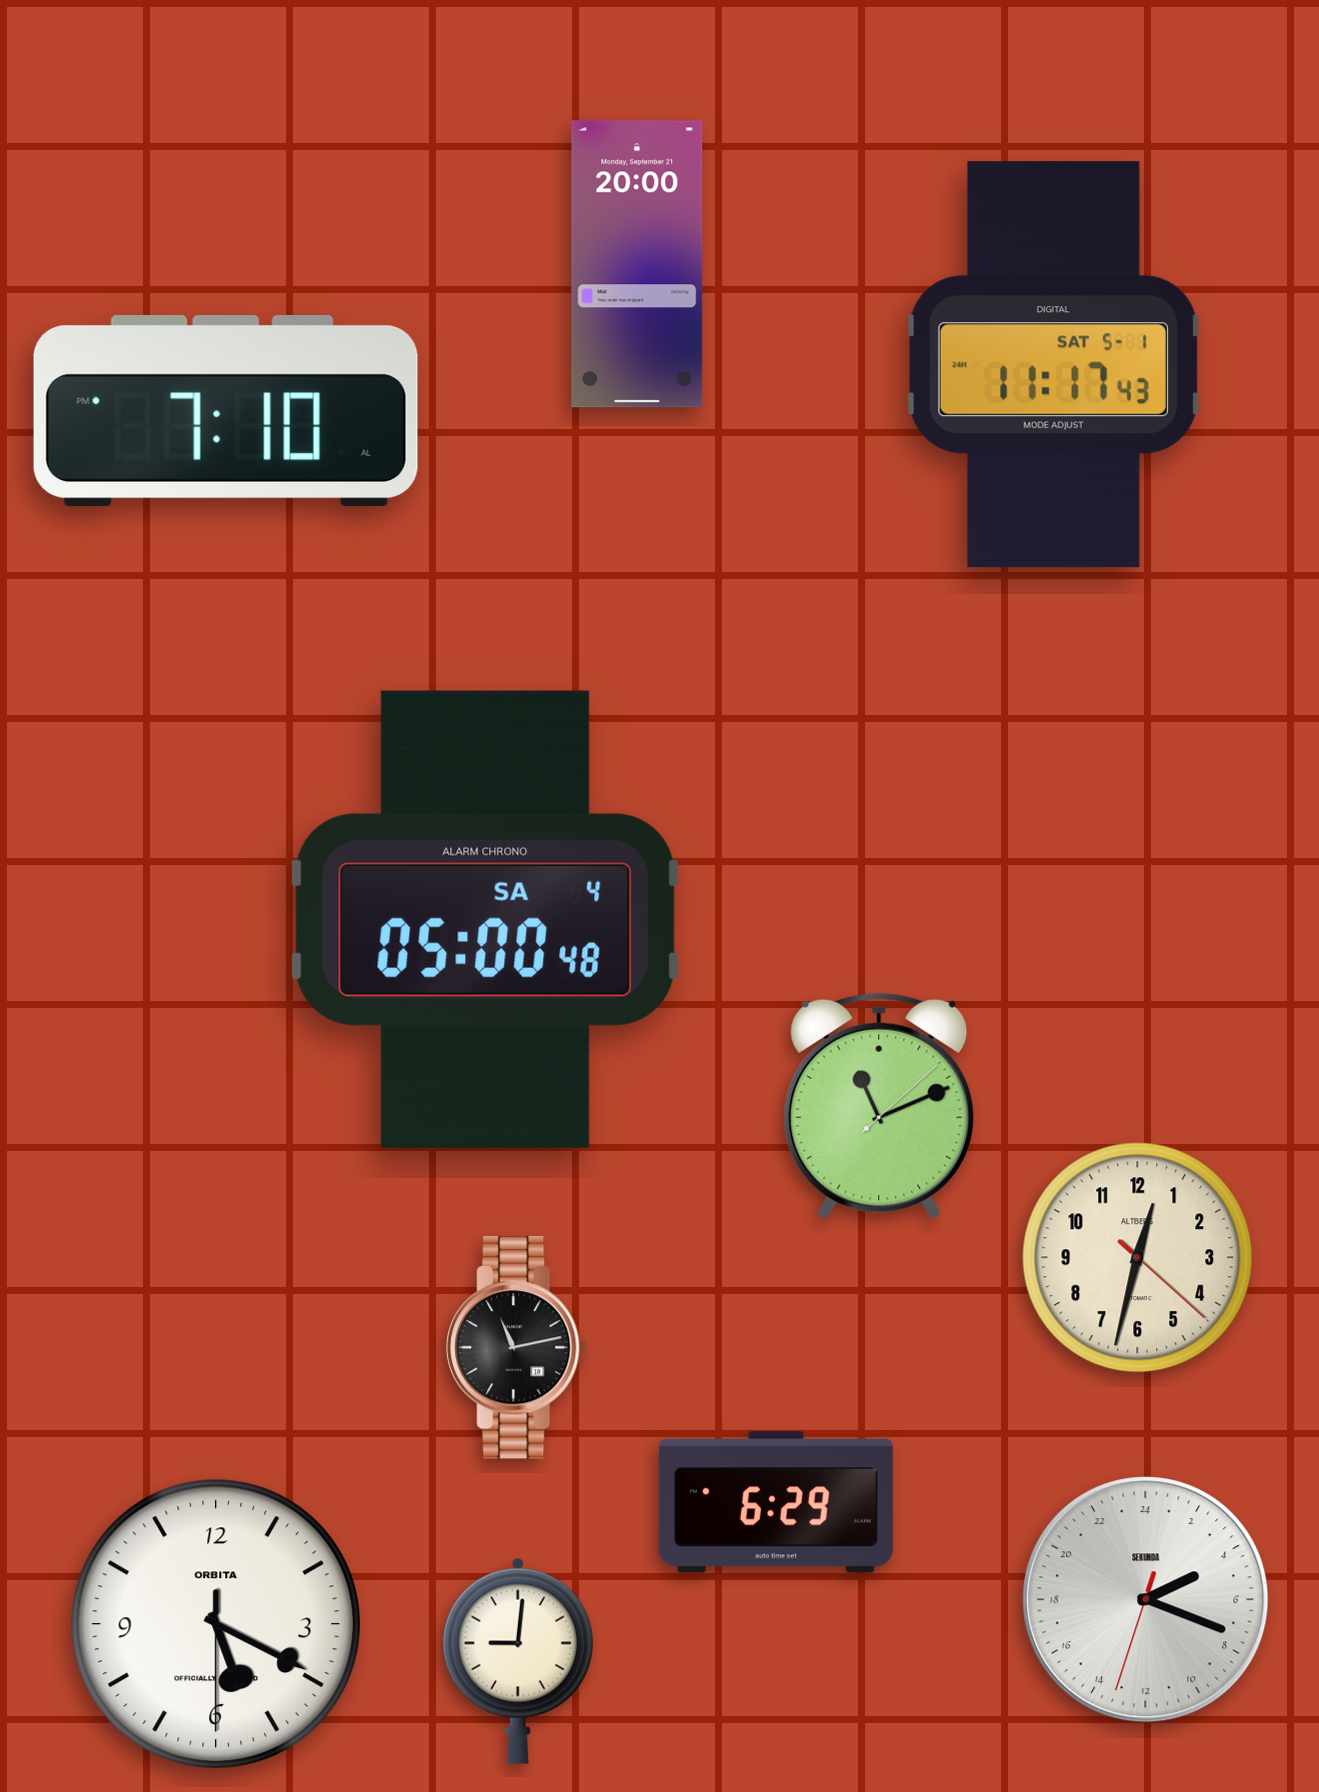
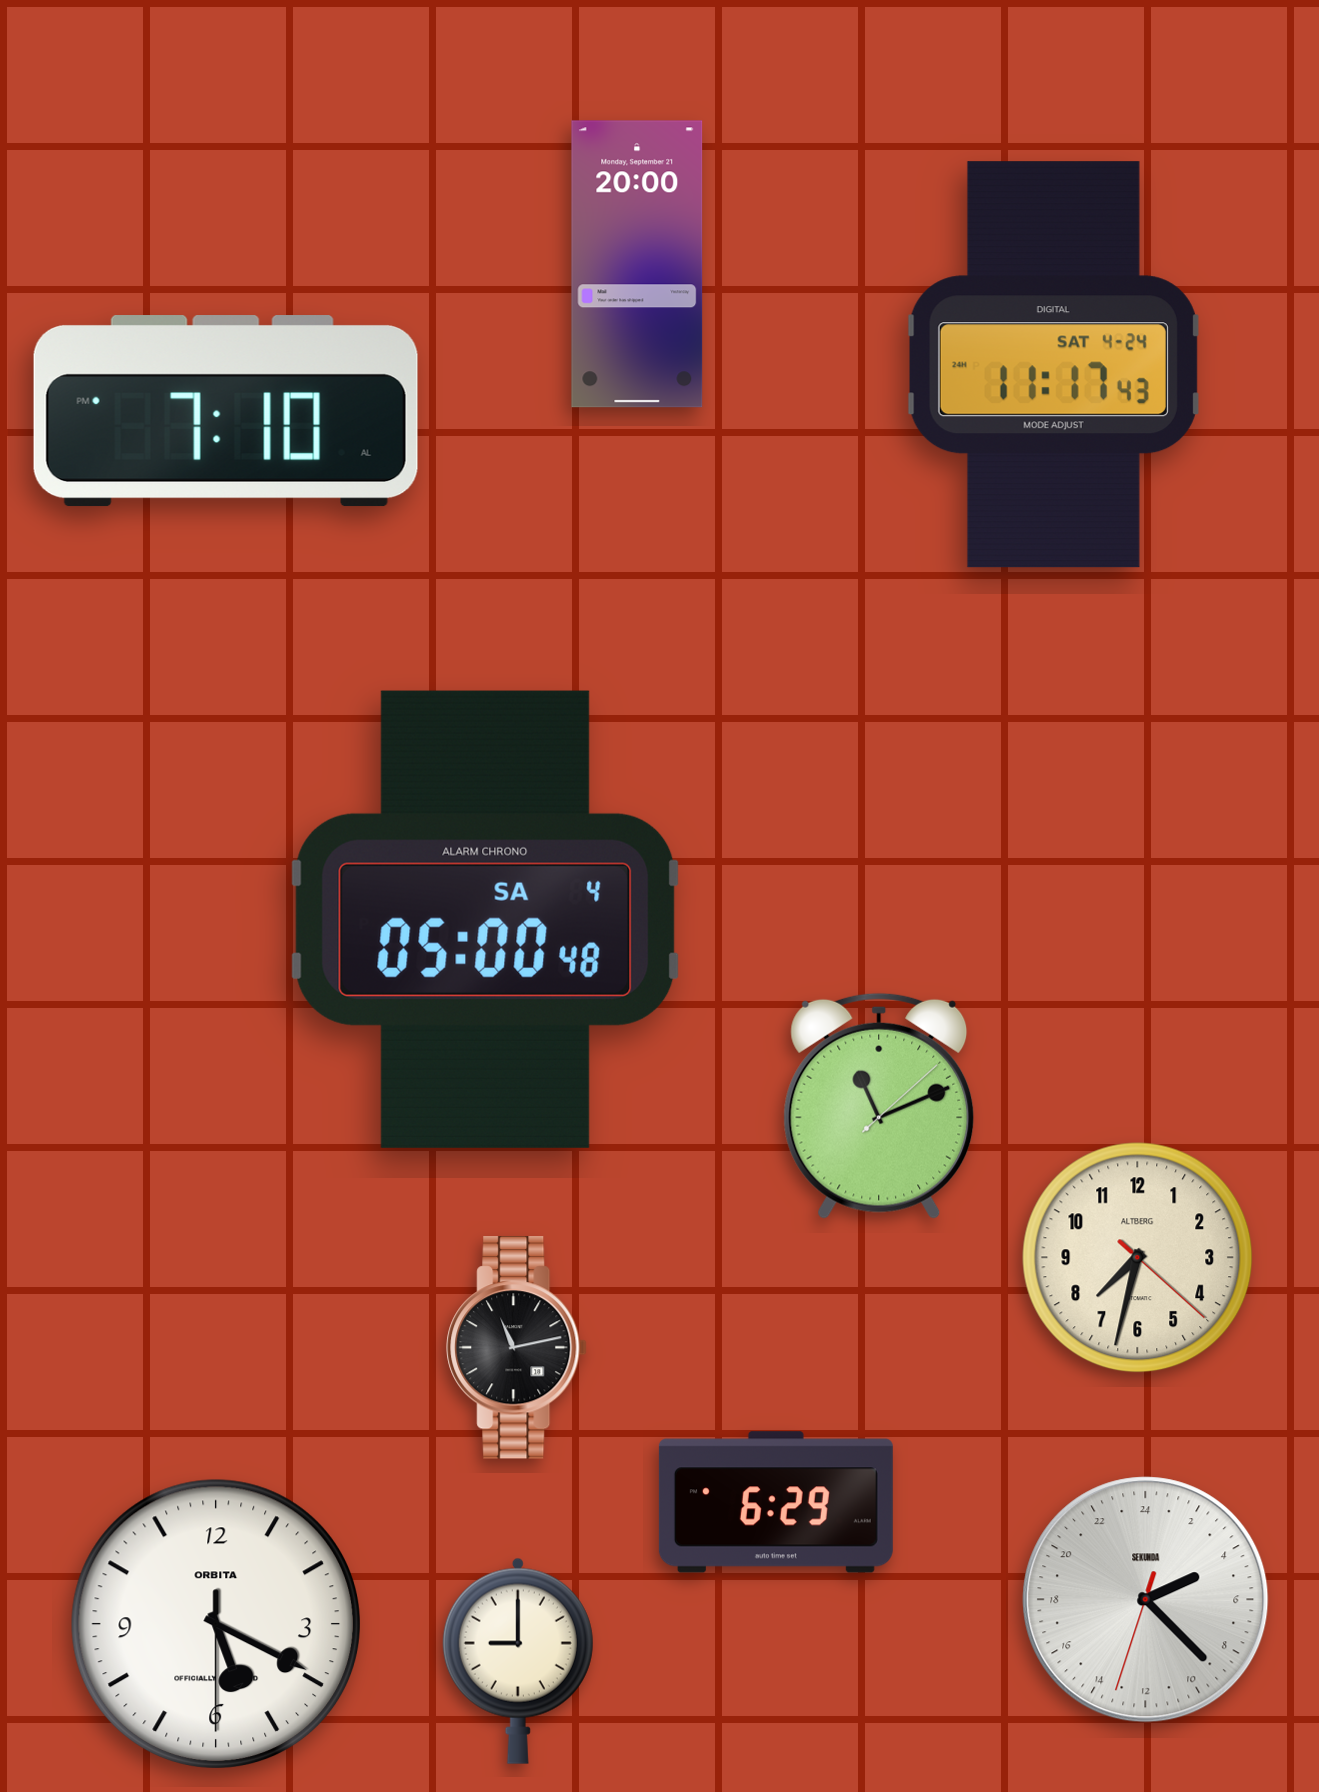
clock at (1053, 365) date: SAT 5-1 -> SAT 4-24
clock at (1138, 1258): 12:32 -> 7:32
clock at (1146, 1600): 4:18 -> 4:22
clock at (518, 1661): 9:01 -> 9:00
